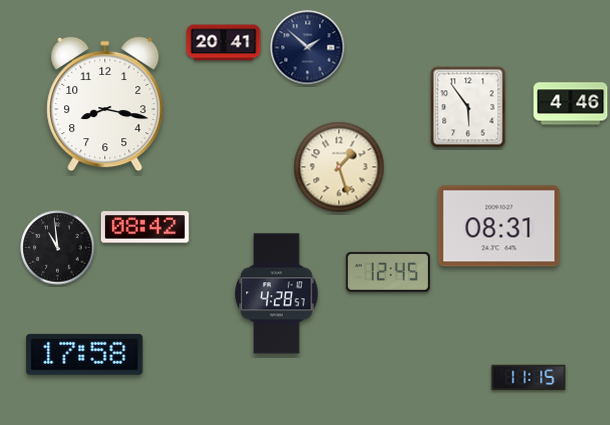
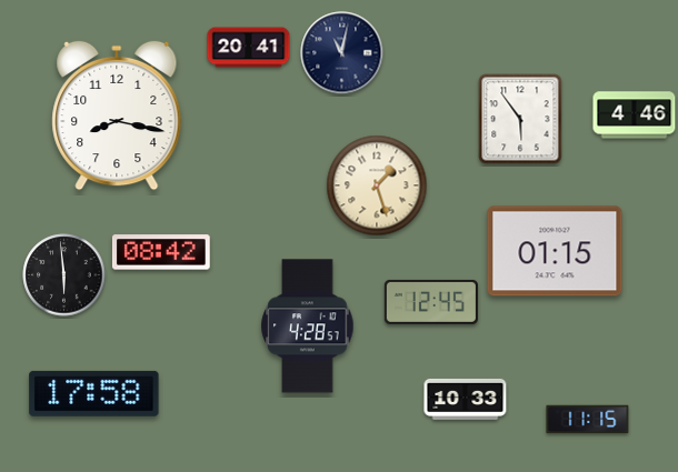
clock at (308, 48): 1:52 -> 11:02
clock at (499, 226): 08:31 -> 01:15
clock at (58, 248): 10:59 -> 5:59
clock at (466, 399): none -> 10:33
